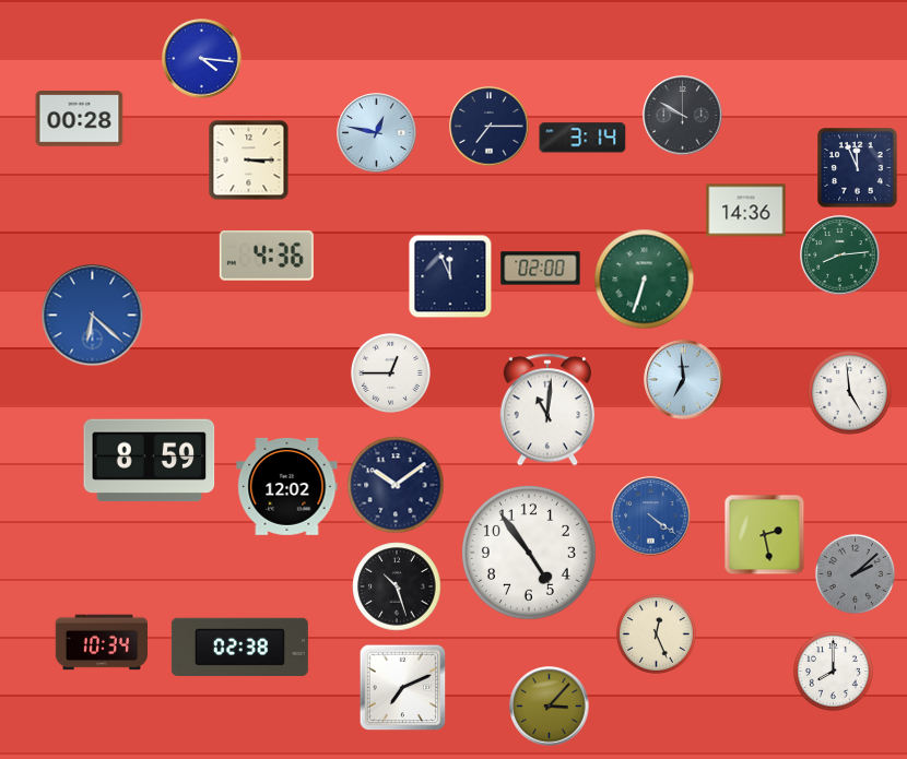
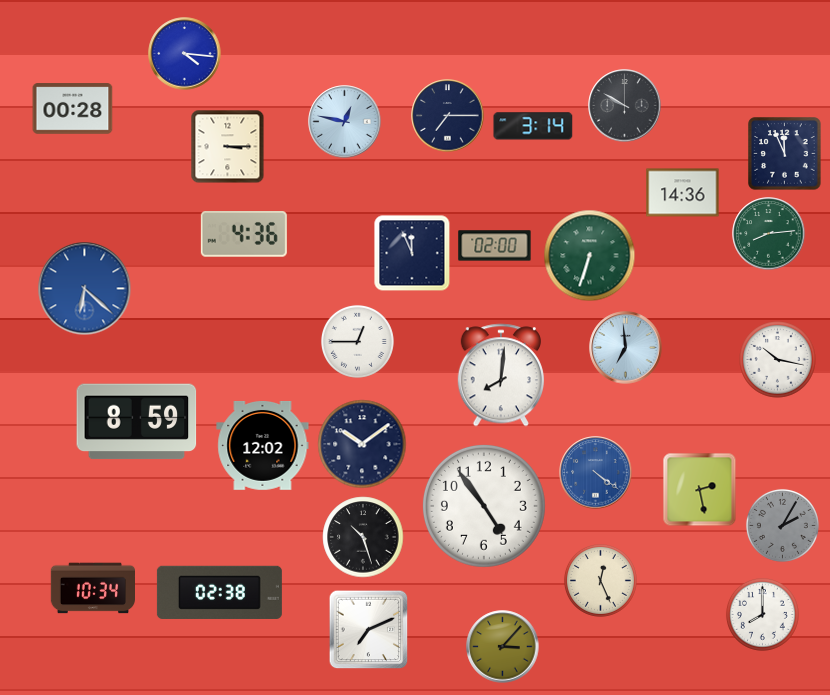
clock at (850, 393): 4:59 -> 10:17
clock at (547, 410): 11:01 -> 8:01
clock at (855, 573): 2:08 -> 2:05
